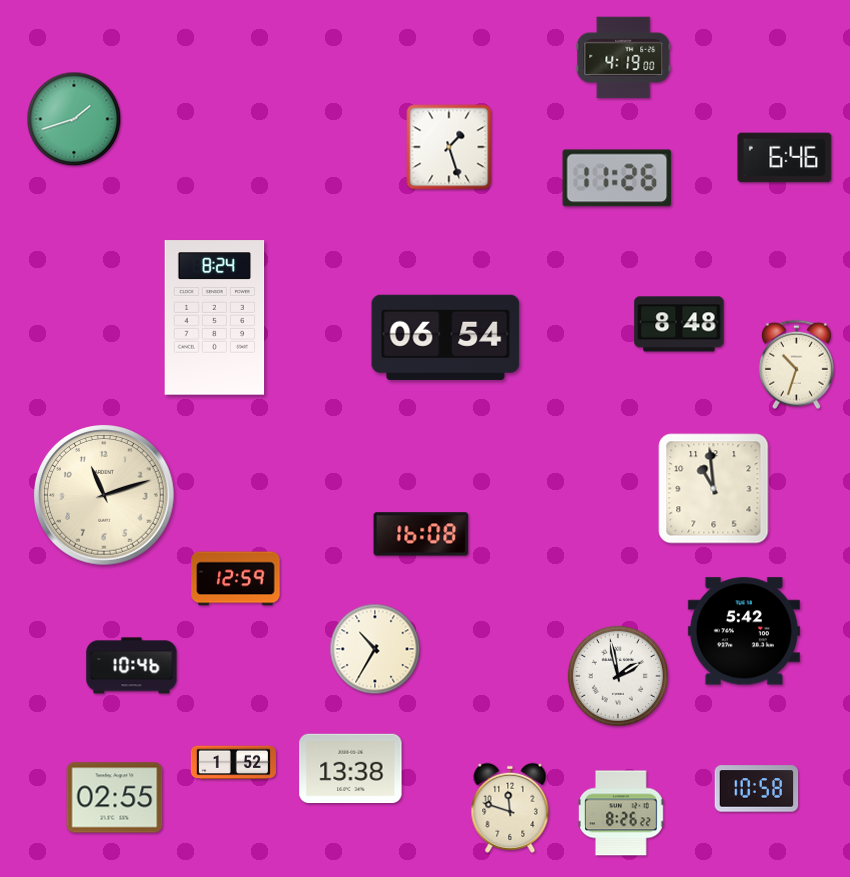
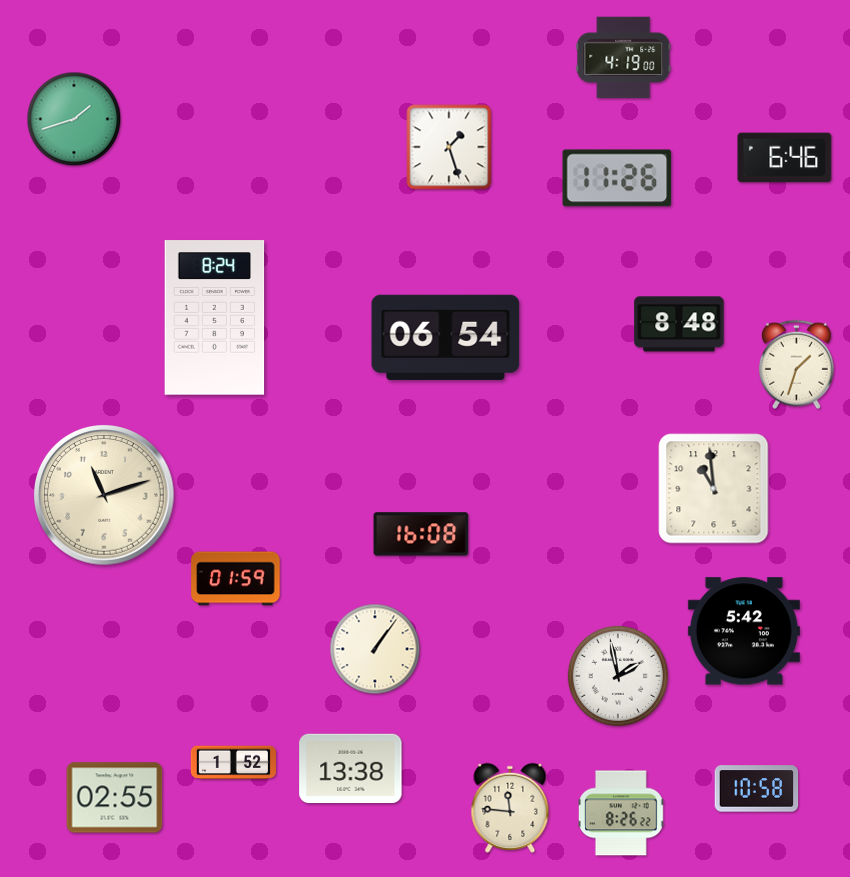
clock at (796, 365): 10:33 -> 1:33
clock at (236, 579): 12:59 -> 01:59
clock at (375, 649): 10:35 -> 1:06
clock at (132, 666): 10:46 -> none
clock at (510, 808): 11:48 -> 11:46
